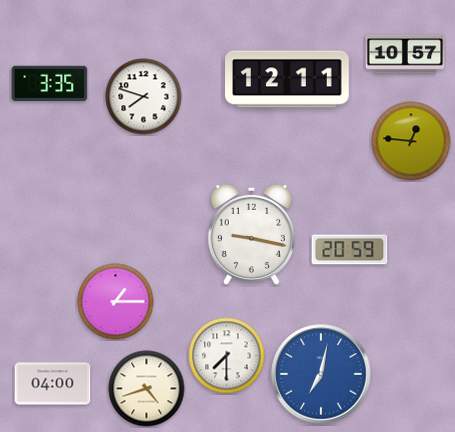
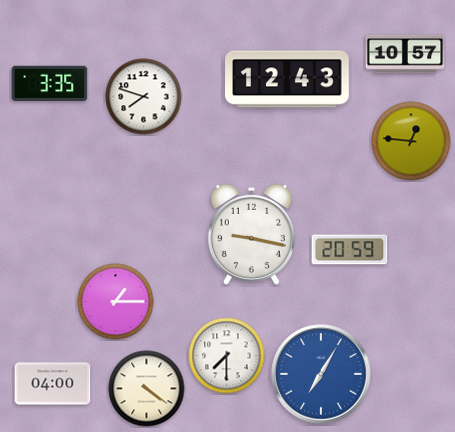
clock at (287, 79): 12:11 -> 12:43
clock at (321, 374): 7:02 -> 7:05
clock at (147, 389): 4:42 -> 4:21
